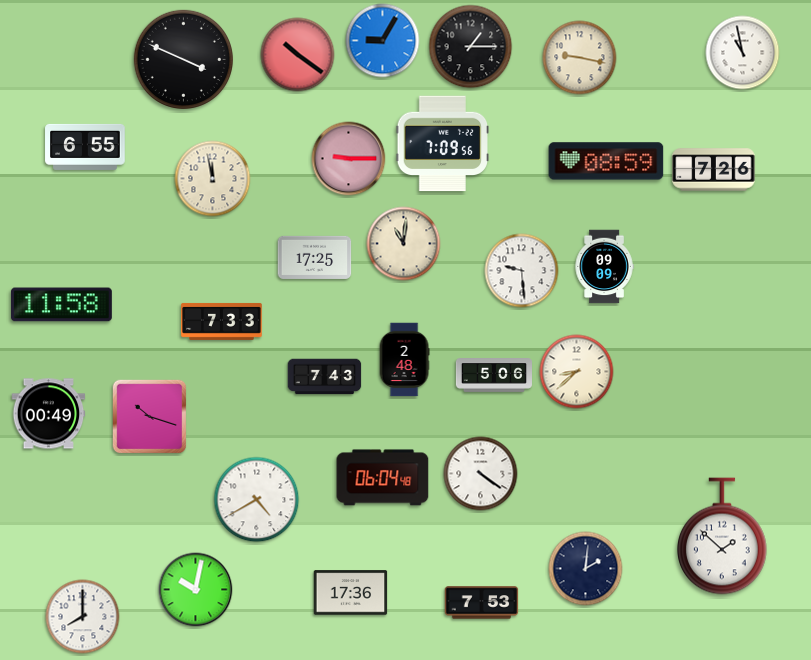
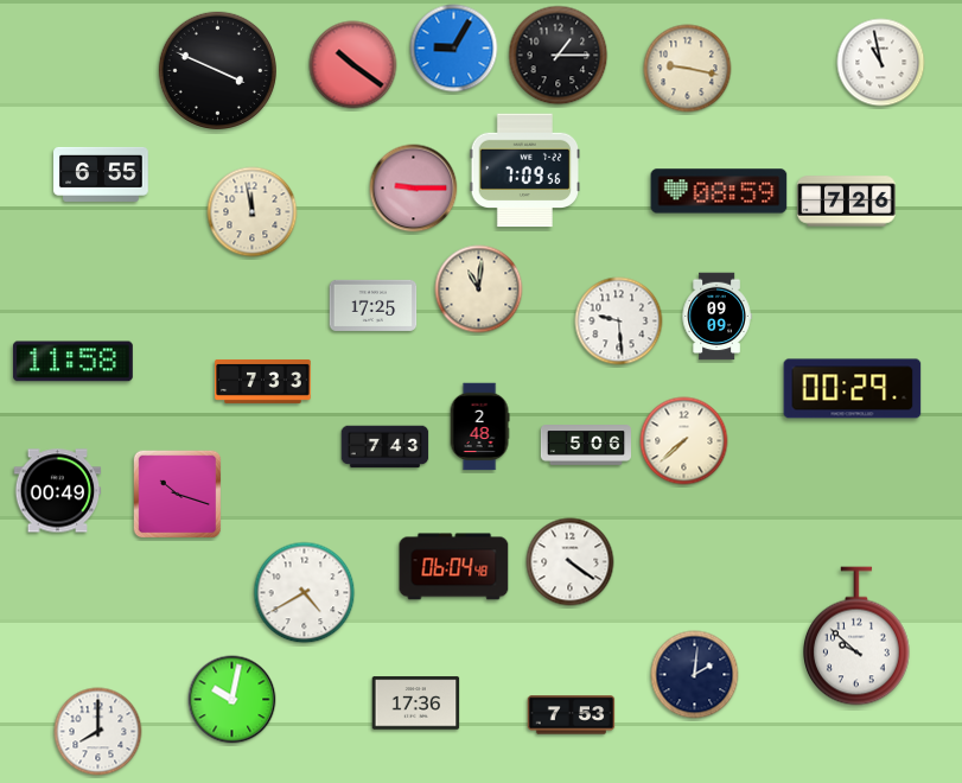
clock at (853, 389): none -> 00:29
clock at (577, 372): 8:38 -> 7:38
clock at (723, 536): 1:52 -> 9:52
